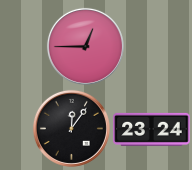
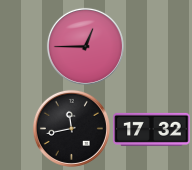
clock at (71, 128): 12:06 -> 11:43
clock at (152, 129): 23:24 -> 17:32
